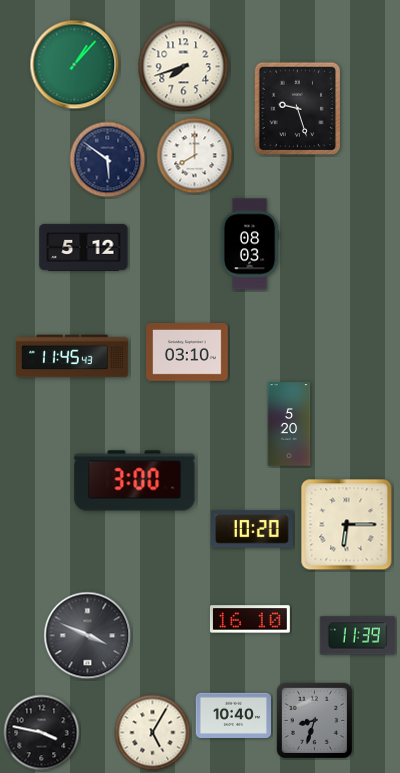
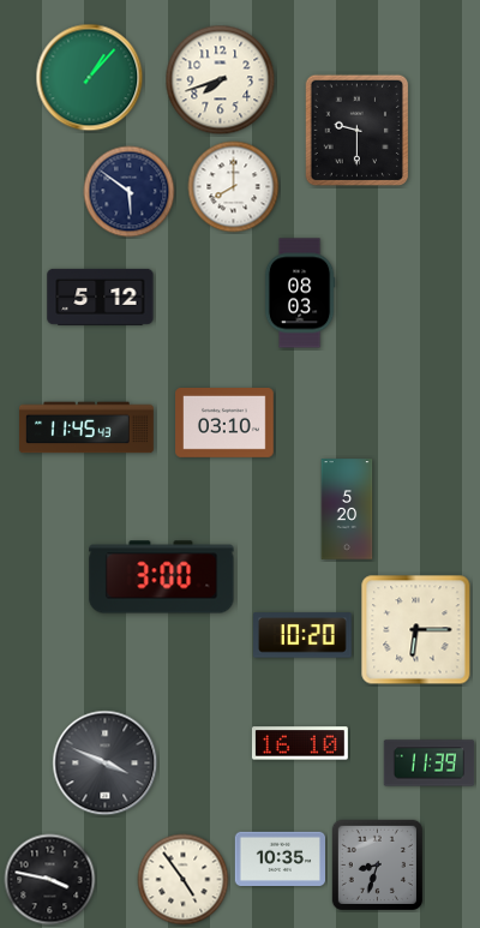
clock at (298, 109): 9:27 -> 9:30
clock at (233, 715): 10:40 -> 10:35
clock at (153, 733): 5:05 -> 4:54
